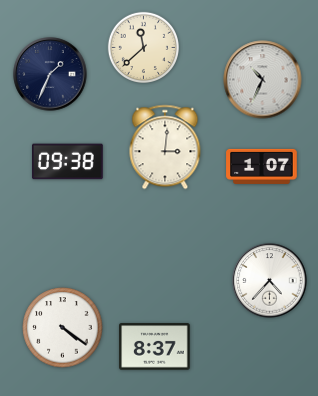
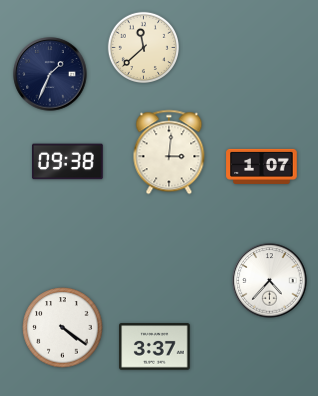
clock at (263, 80): 10:34 -> none
clock at (165, 147) position: (165, 147) -> (169, 152)
clock at (155, 347): 8:37 -> 3:37
